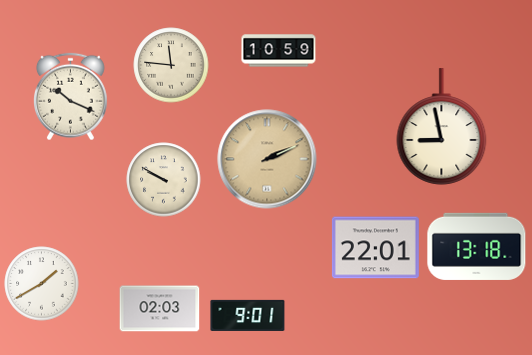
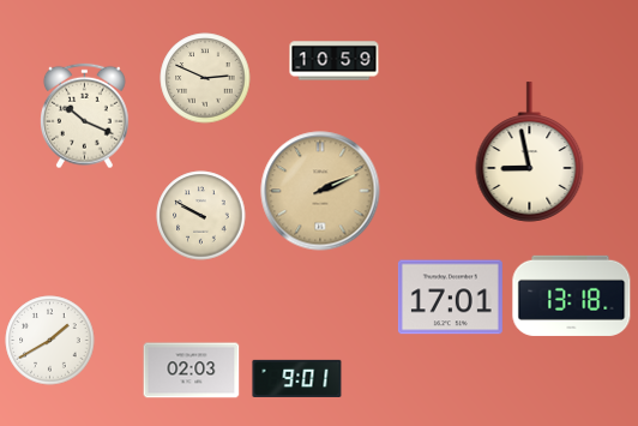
clock at (171, 65): 11:46 -> 2:49
clock at (164, 180) position: (164, 180) -> (201, 216)
clock at (375, 248): 22:01 -> 17:01
